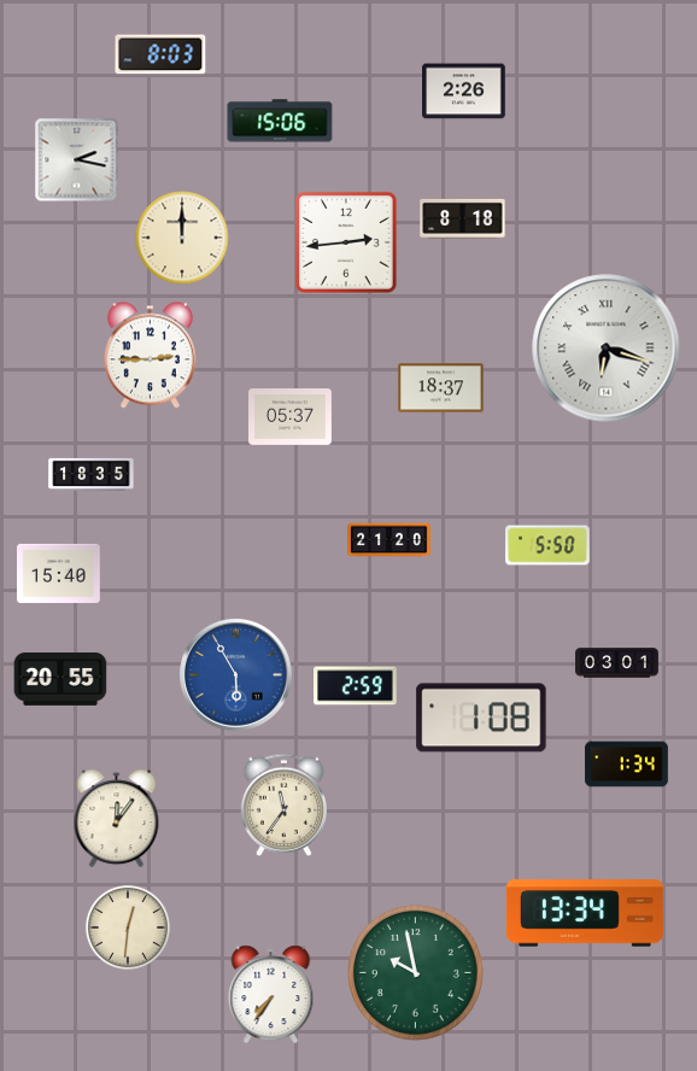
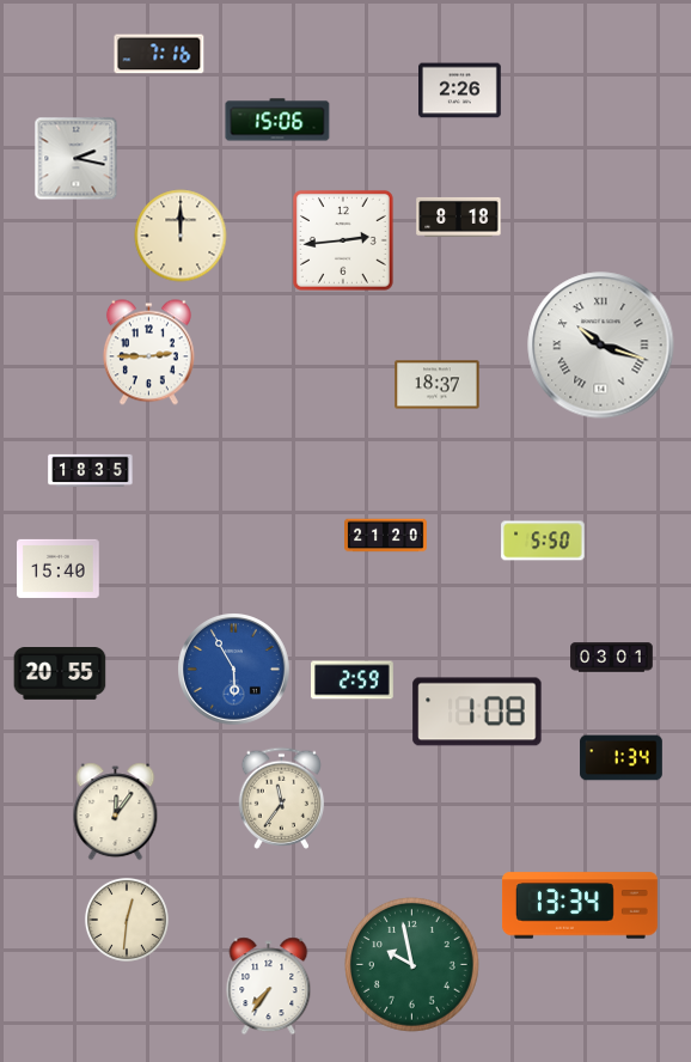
clock at (160, 54): 8:03 -> 7:16
clock at (607, 349): 6:18 -> 10:18
clock at (291, 417): 05:37 -> none
